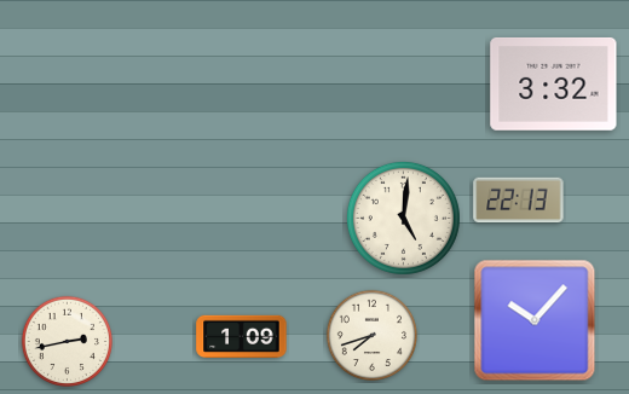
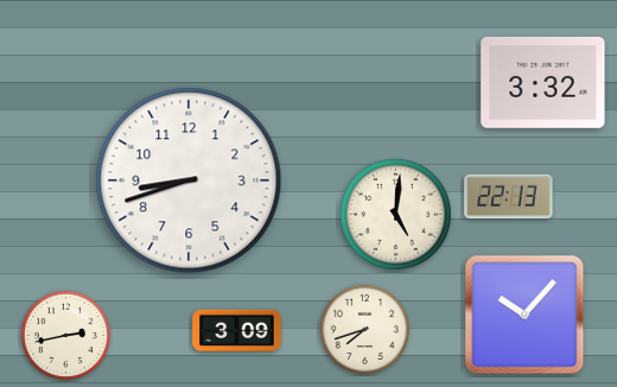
clock at (189, 180): none -> 8:42
clock at (242, 336): 1:09 -> 3:09
